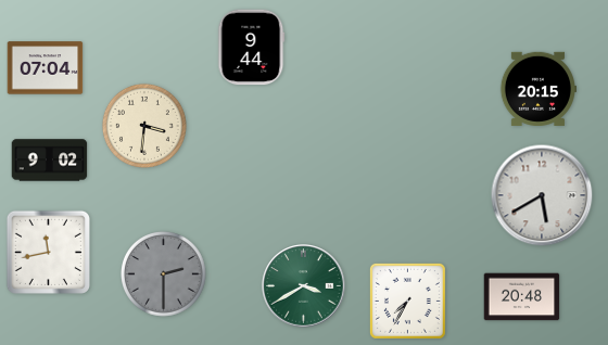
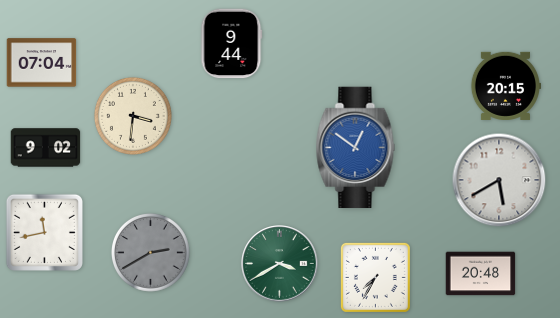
clock at (537, 89) position: (537, 89) -> (505, 86)
clock at (356, 148): none -> 12:51
clock at (164, 274): 2:30 -> 2:40
